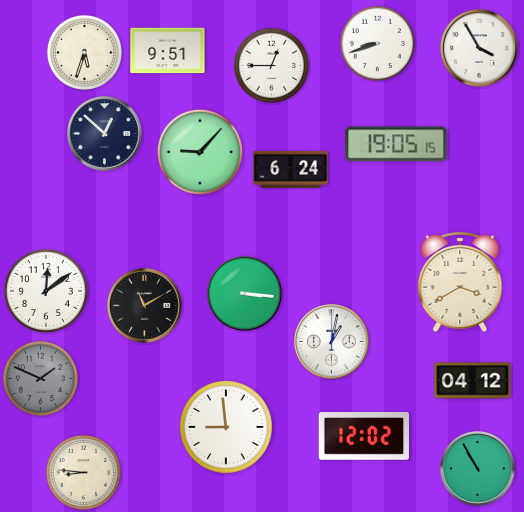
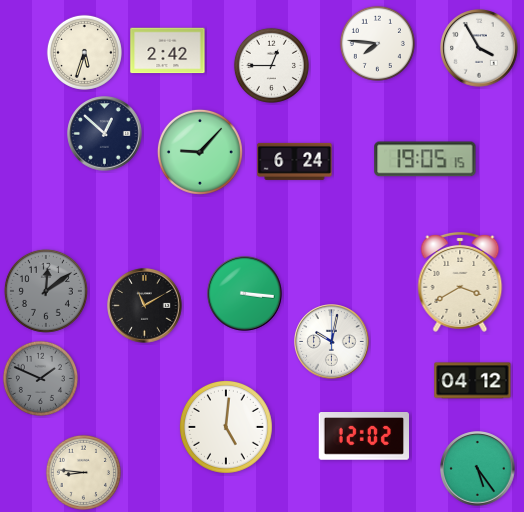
clock at (377, 43): 8:42 -> 7:46
clock at (168, 51): 9:51 -> 2:42
clock at (396, 144) position: (396, 144) -> (425, 159)
clock at (291, 169) position: (291, 169) -> (295, 161)
clock at (46, 291) dial: white -> grey
clock at (332, 342): 1:02 -> 10:02
clock at (226, 427): 8:59 -> 5:01
clock at (478, 469): 10:55 -> 5:24
